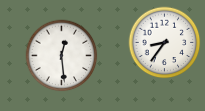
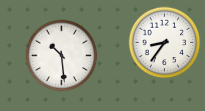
clock at (62, 56): 12:29 -> 10:29
